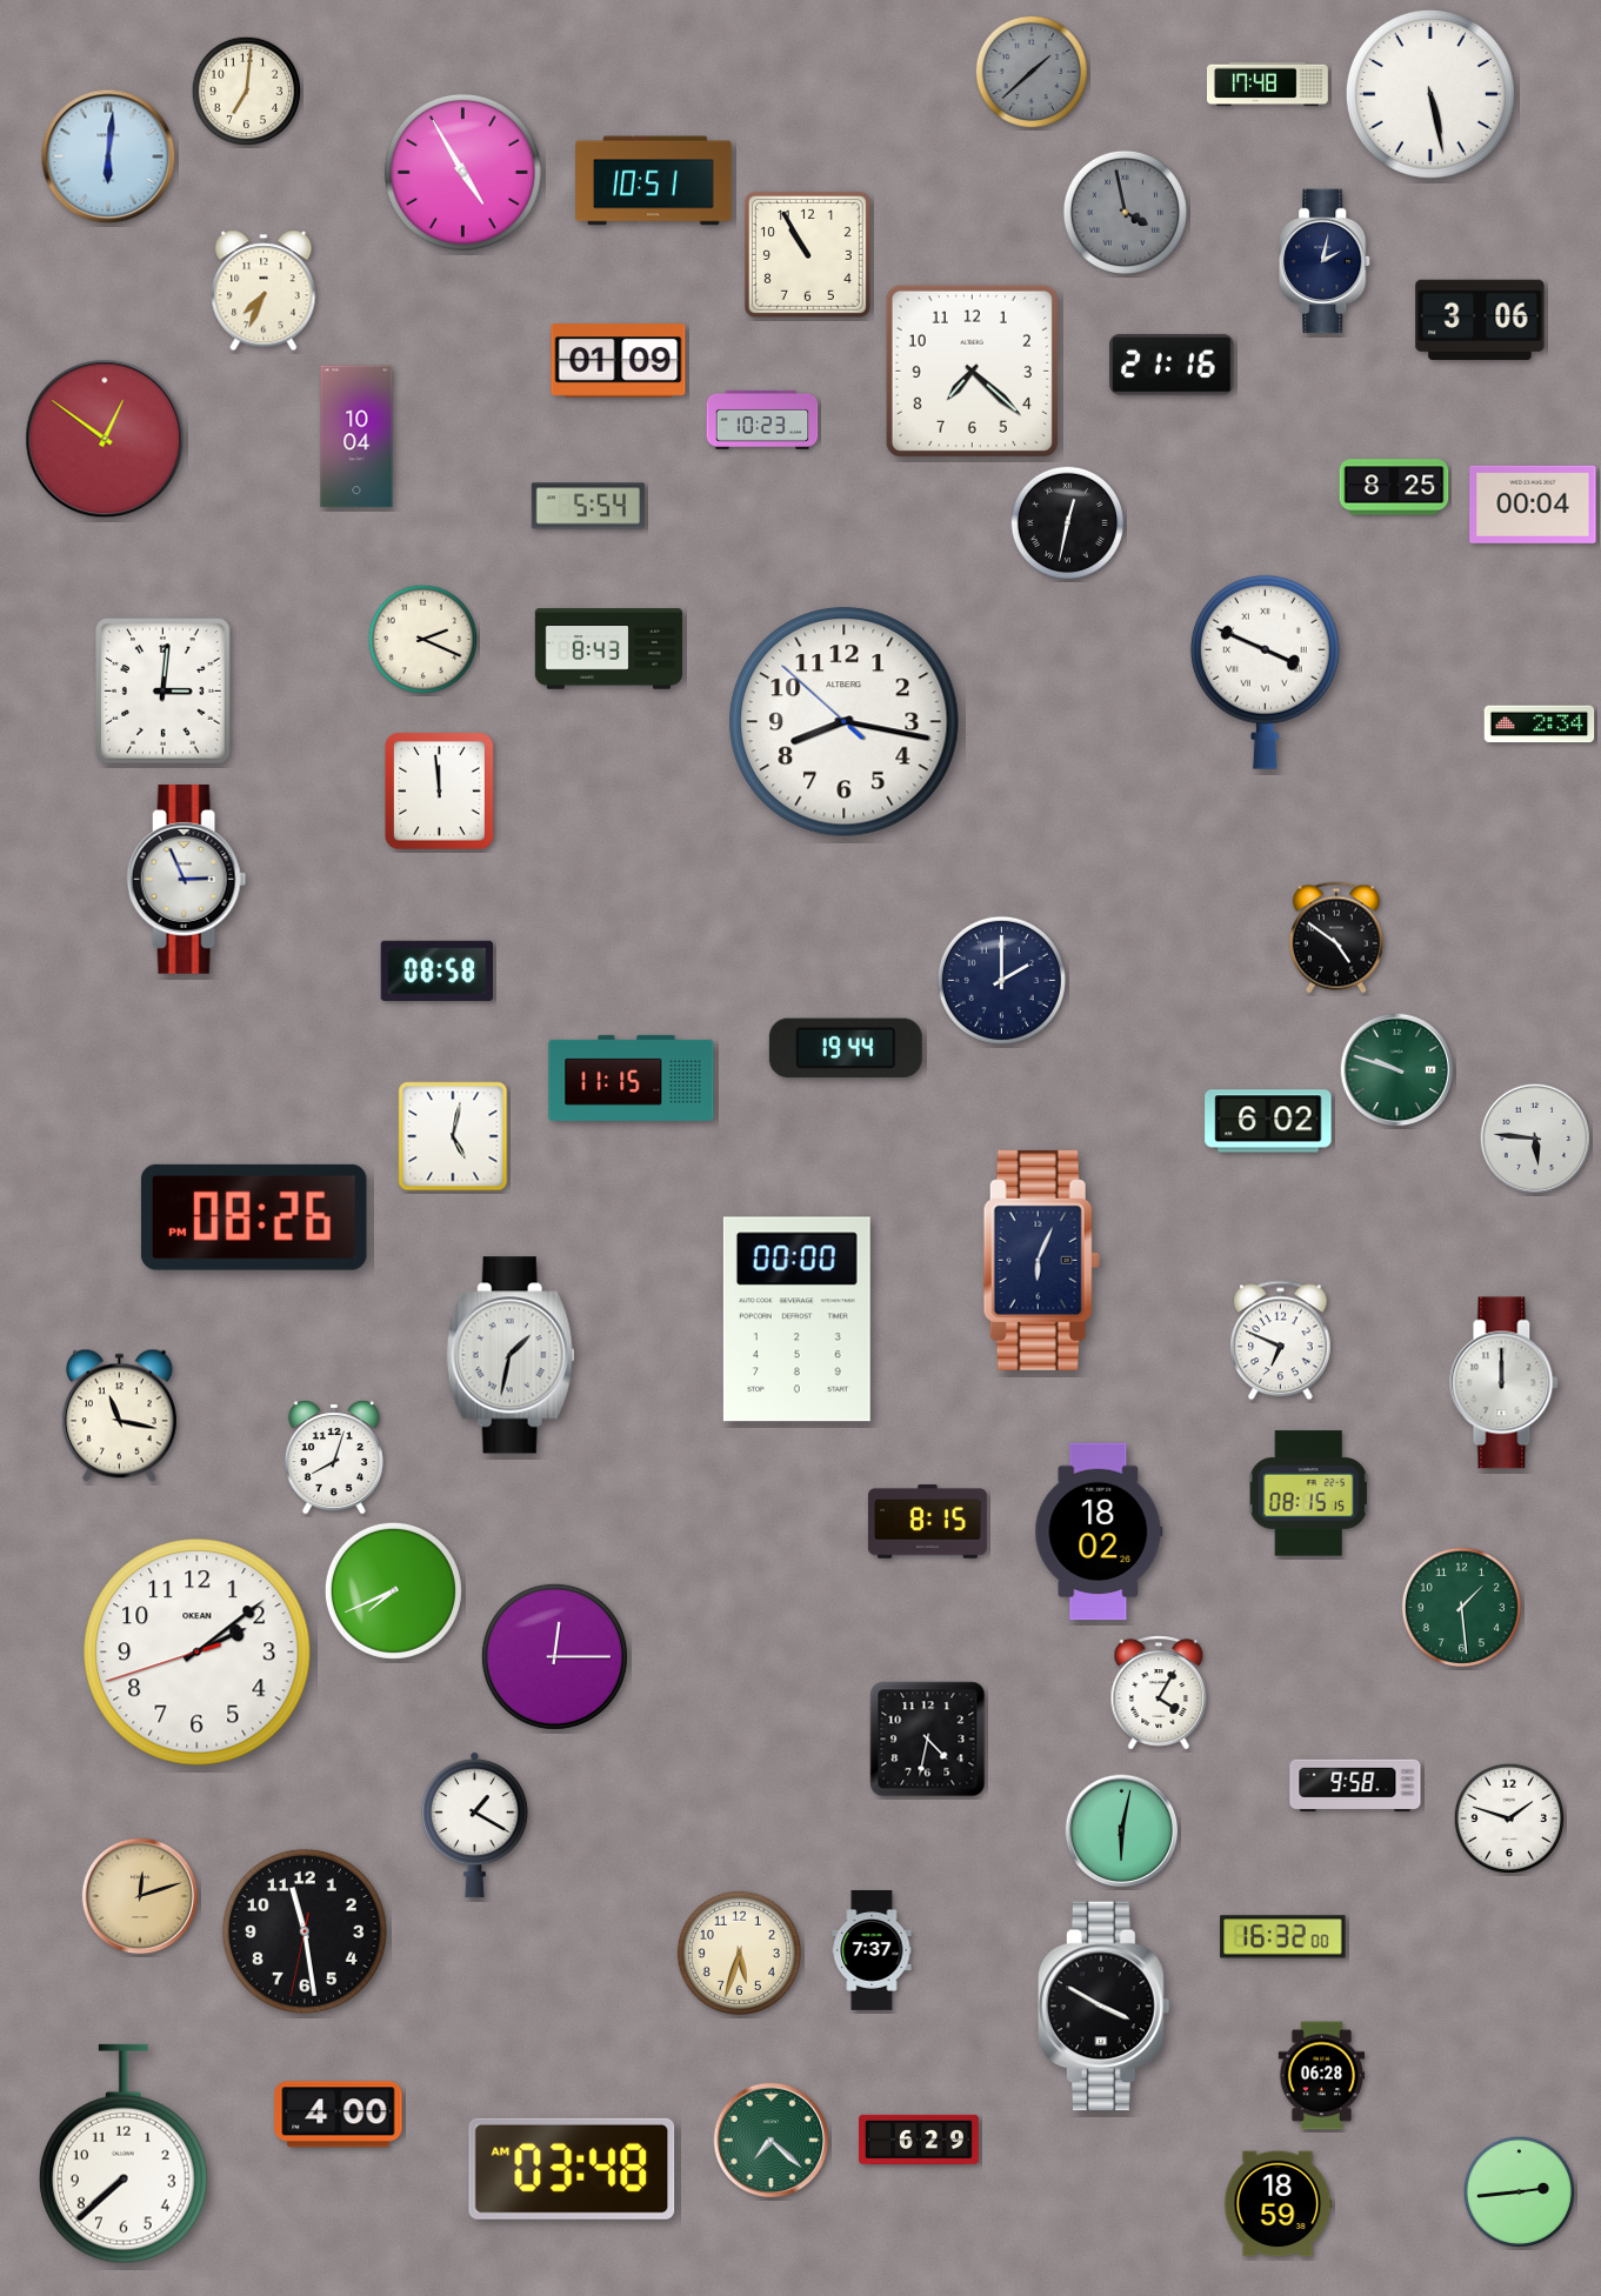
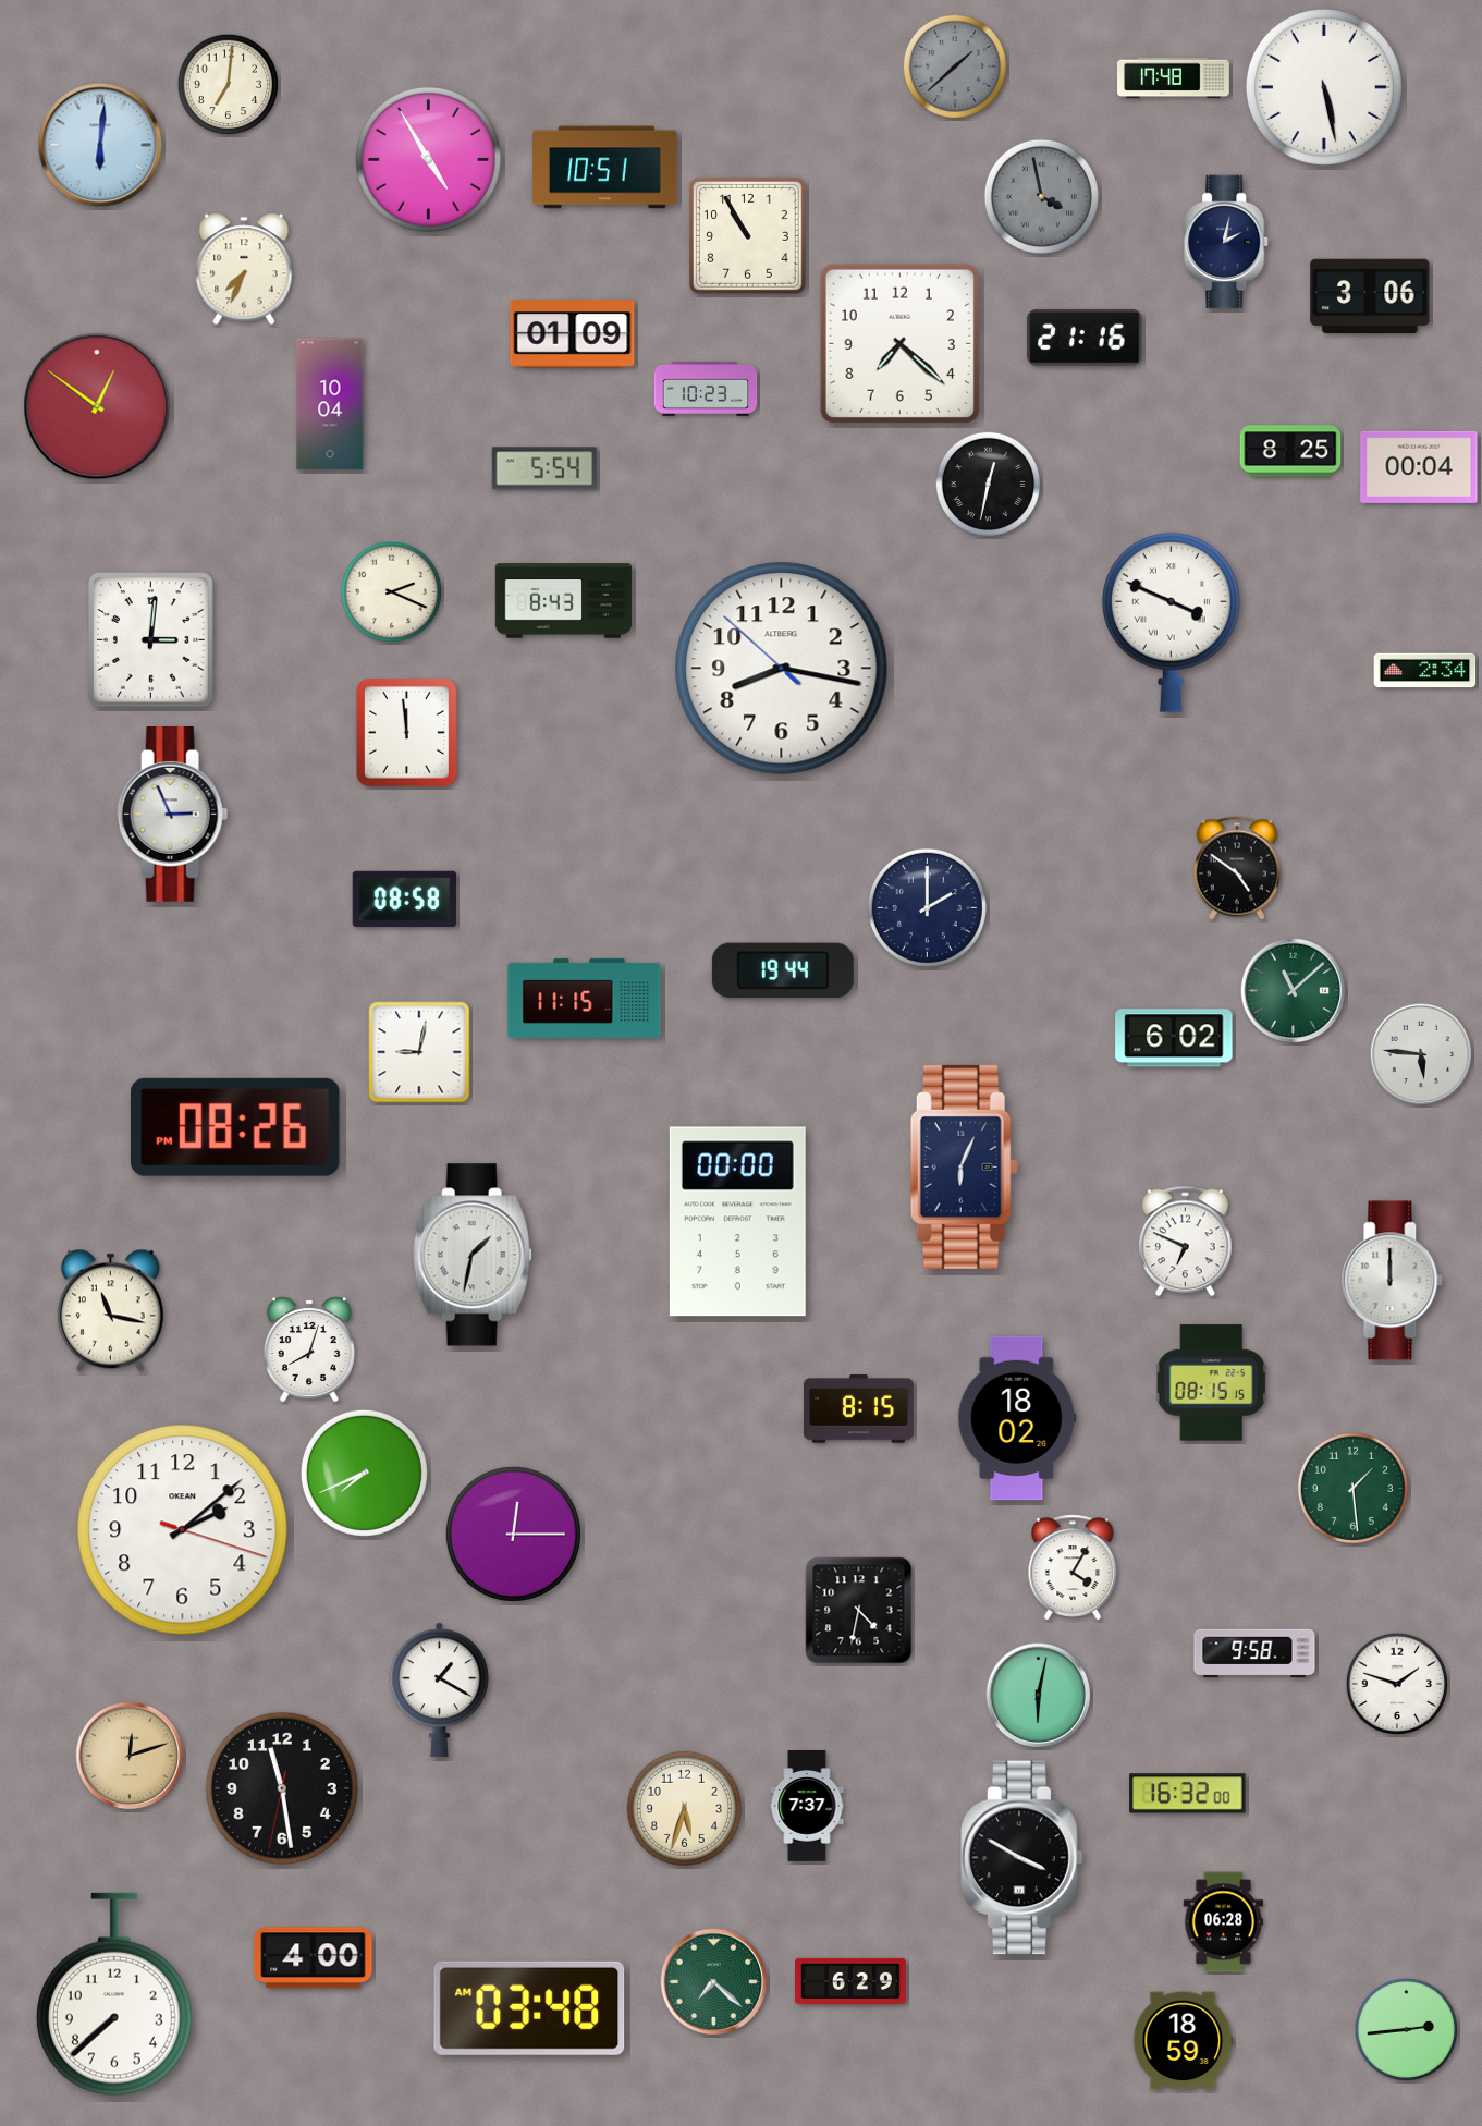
clock at (1397, 1070): 9:48 -> 11:08
clock at (453, 1136): 5:02 -> 9:02
clock at (198, 1653): 2:08:42 -> 2:08:18
